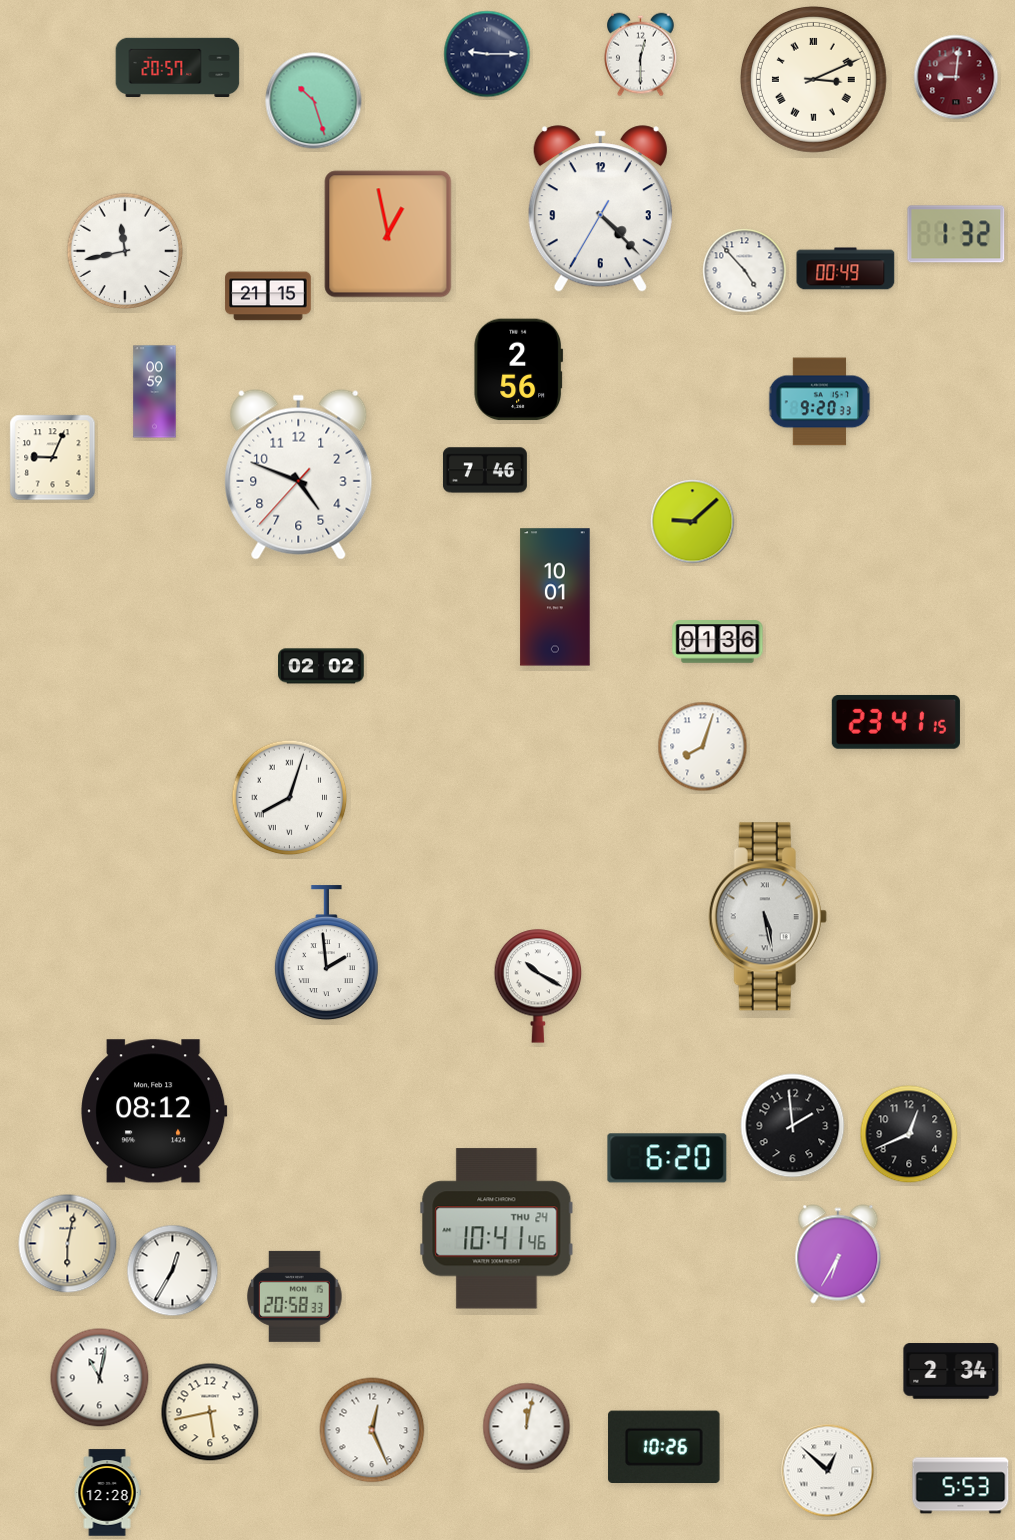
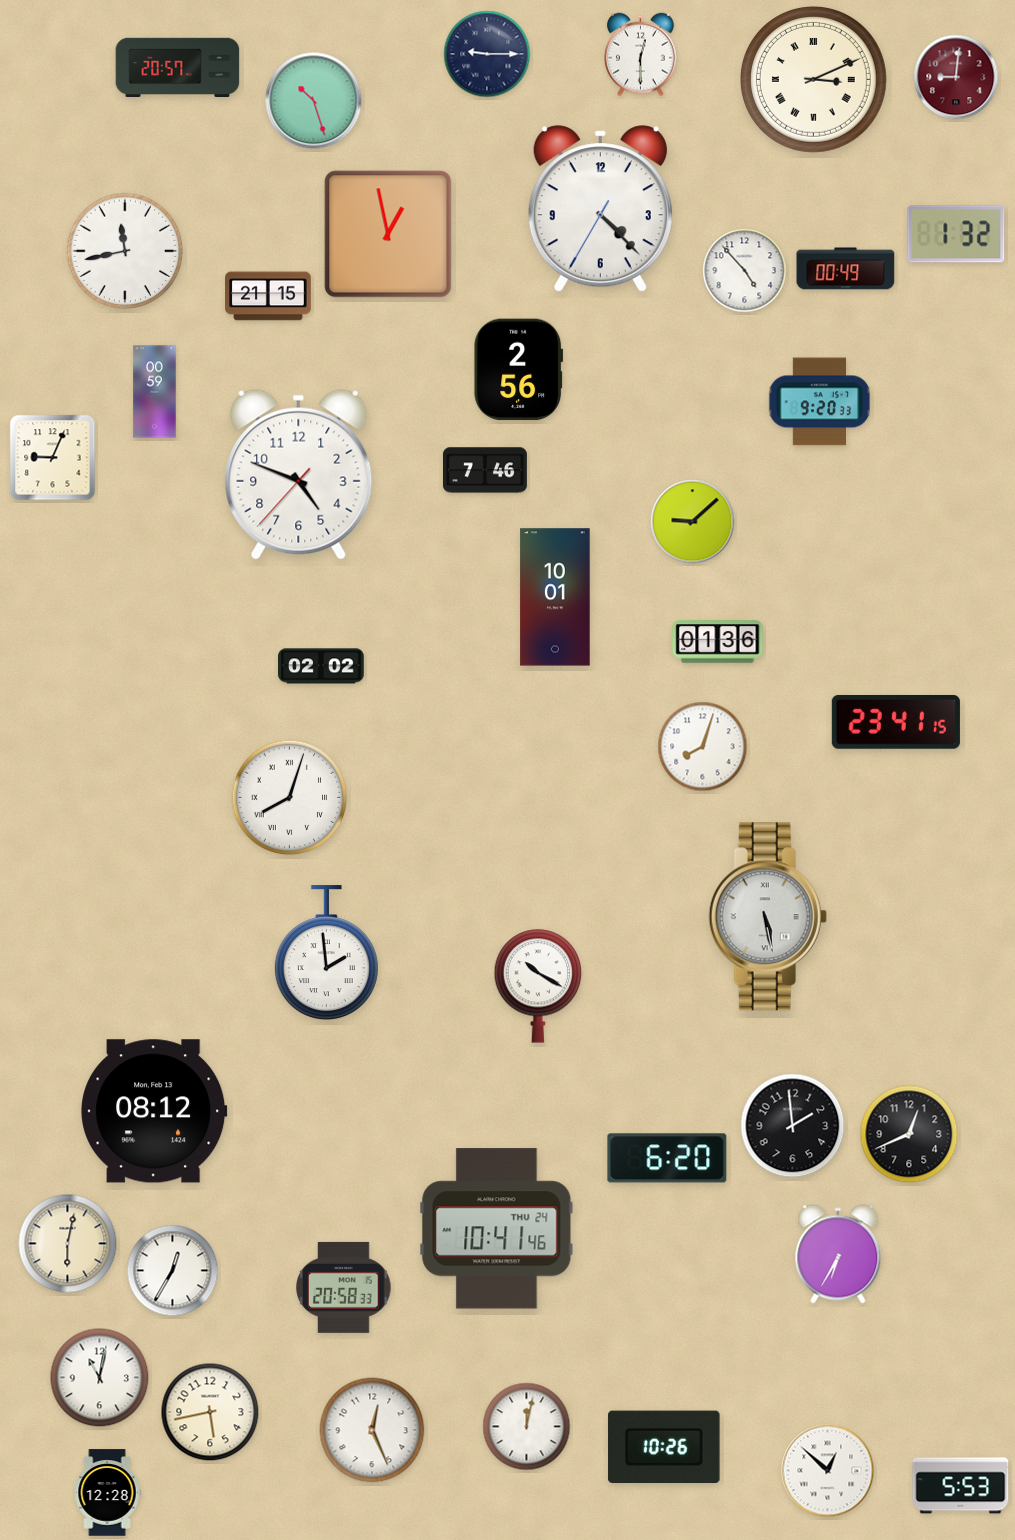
clock at (295, 1296) position: (295, 1296) -> (344, 1287)
clock at (951, 1371): 2:34 -> none
